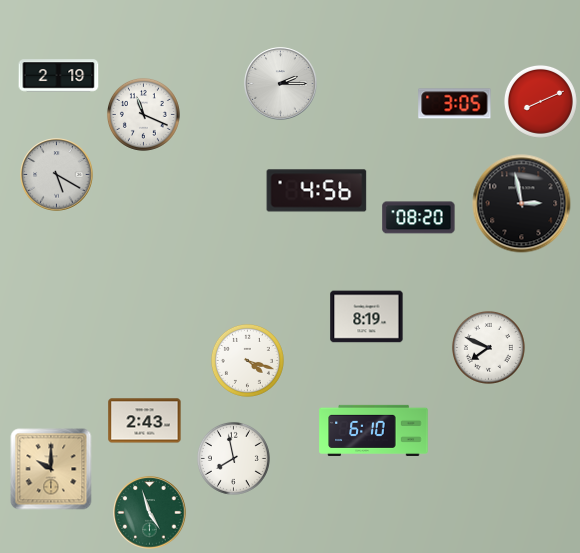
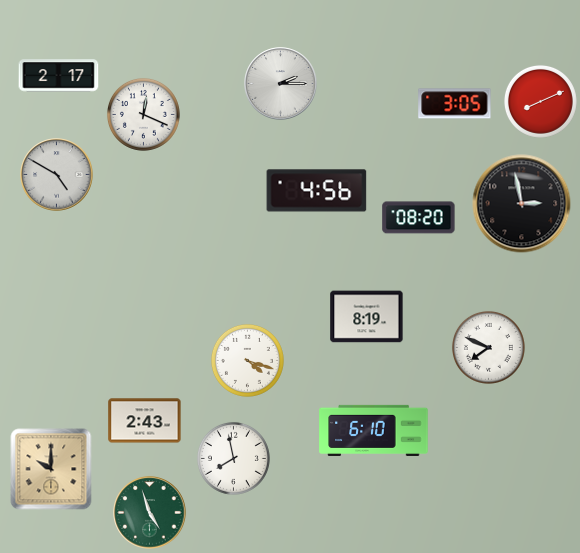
clock at (59, 76): 2:19 -> 2:17
clock at (143, 114): 11:19 -> 12:19
clock at (57, 175): 5:20 -> 4:50
